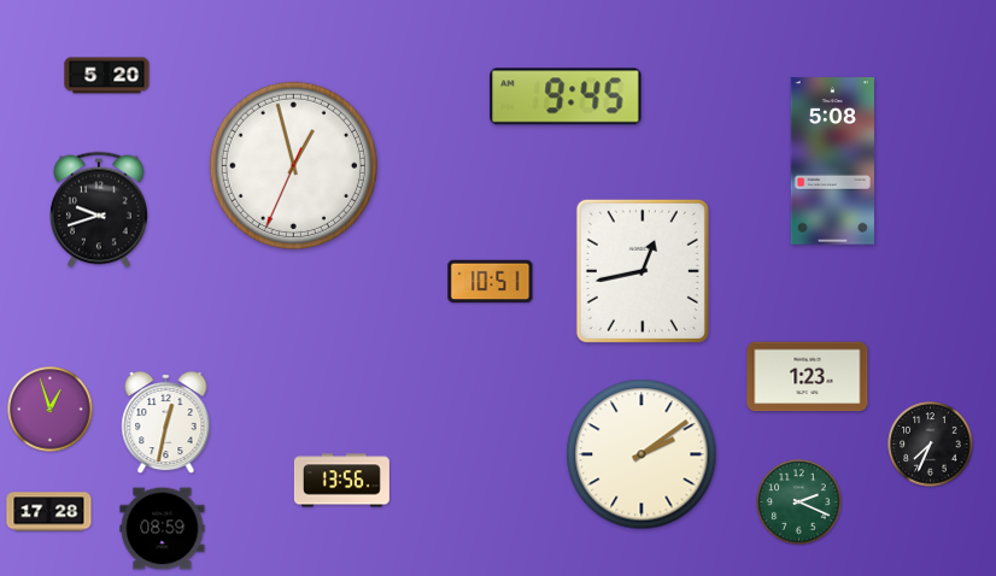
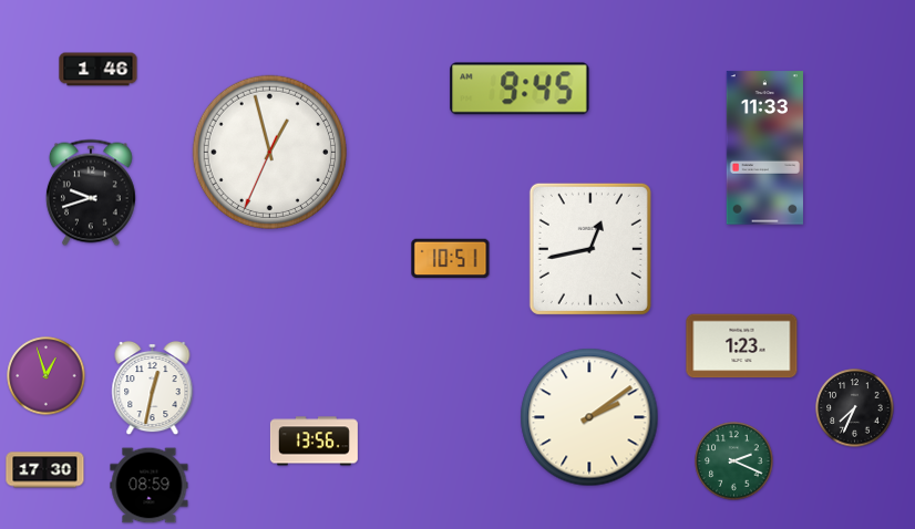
clock at (107, 76): 5:20 -> 1:46
clock at (832, 161): 5:08 -> 11:33
clock at (49, 512): 17:28 -> 17:30
